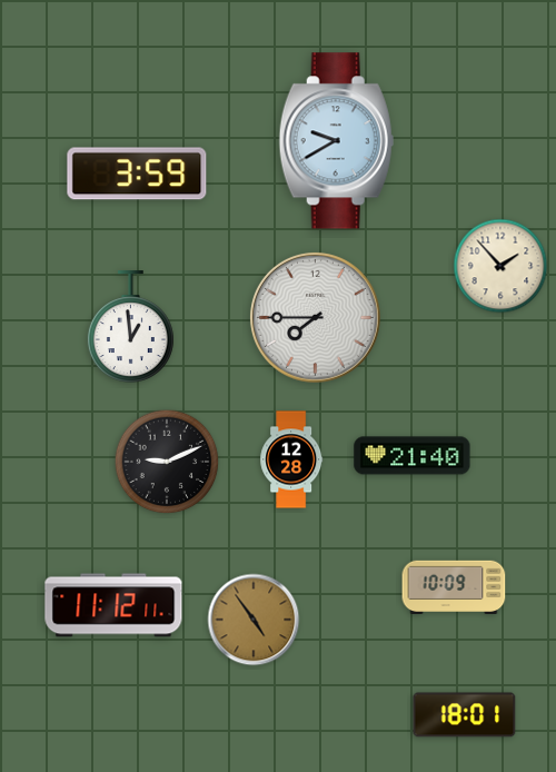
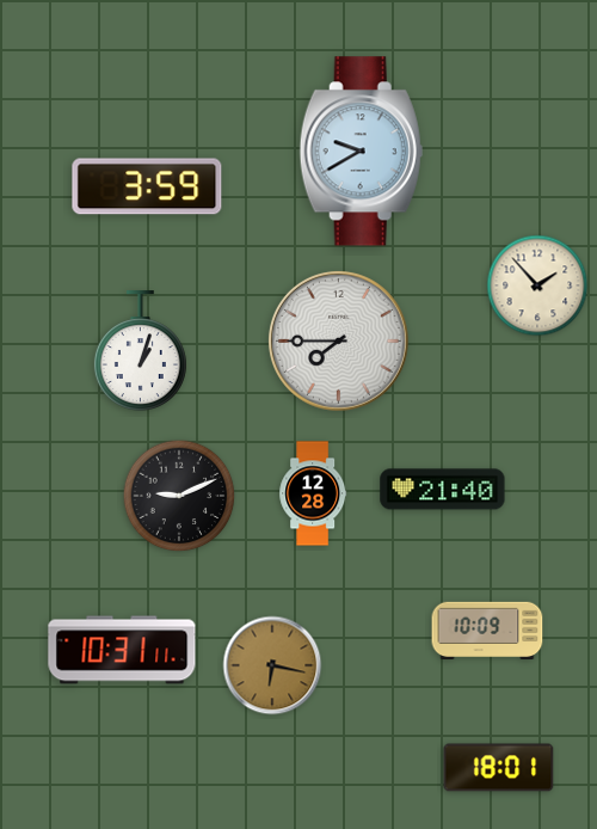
clock at (130, 326): 12:59 -> 1:03
clock at (113, 605): 11:12 -> 10:31
clock at (254, 620): 4:54 -> 6:17
